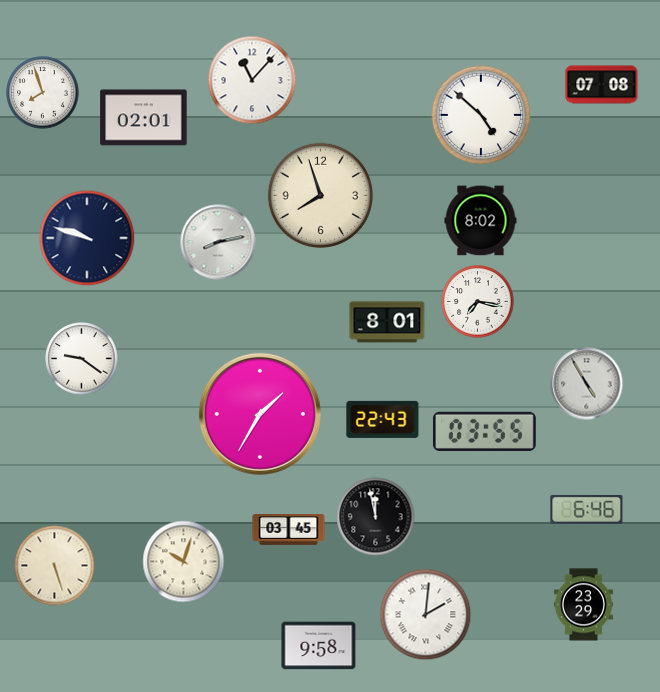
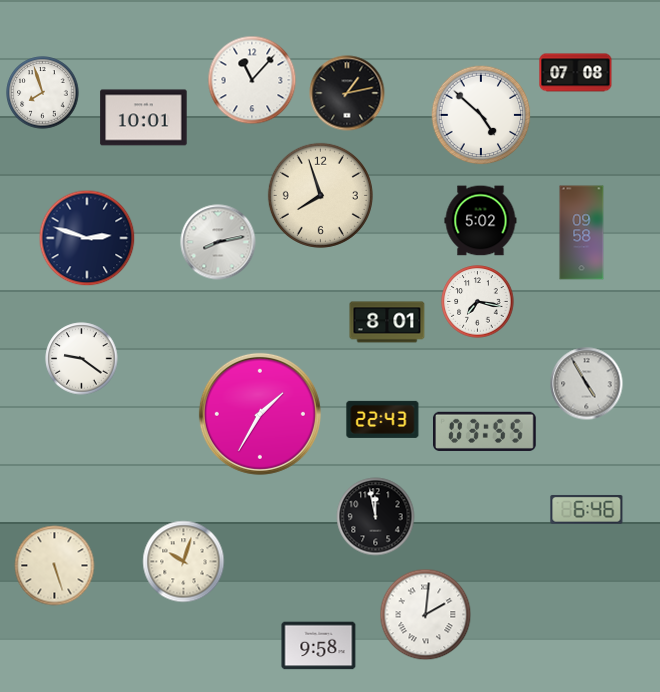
clock at (602, 85) position: (602, 85) -> (576, 73)
clock at (347, 93): none -> 1:13
clock at (144, 118): 02:01 -> 10:01
clock at (481, 221): 8:02 -> 5:02
clock at (582, 233): none -> 09:58
clock at (87, 238): 9:48 -> 2:48
clock at (289, 530): 03:45 -> none
clock at (583, 605): 23:29 -> none
